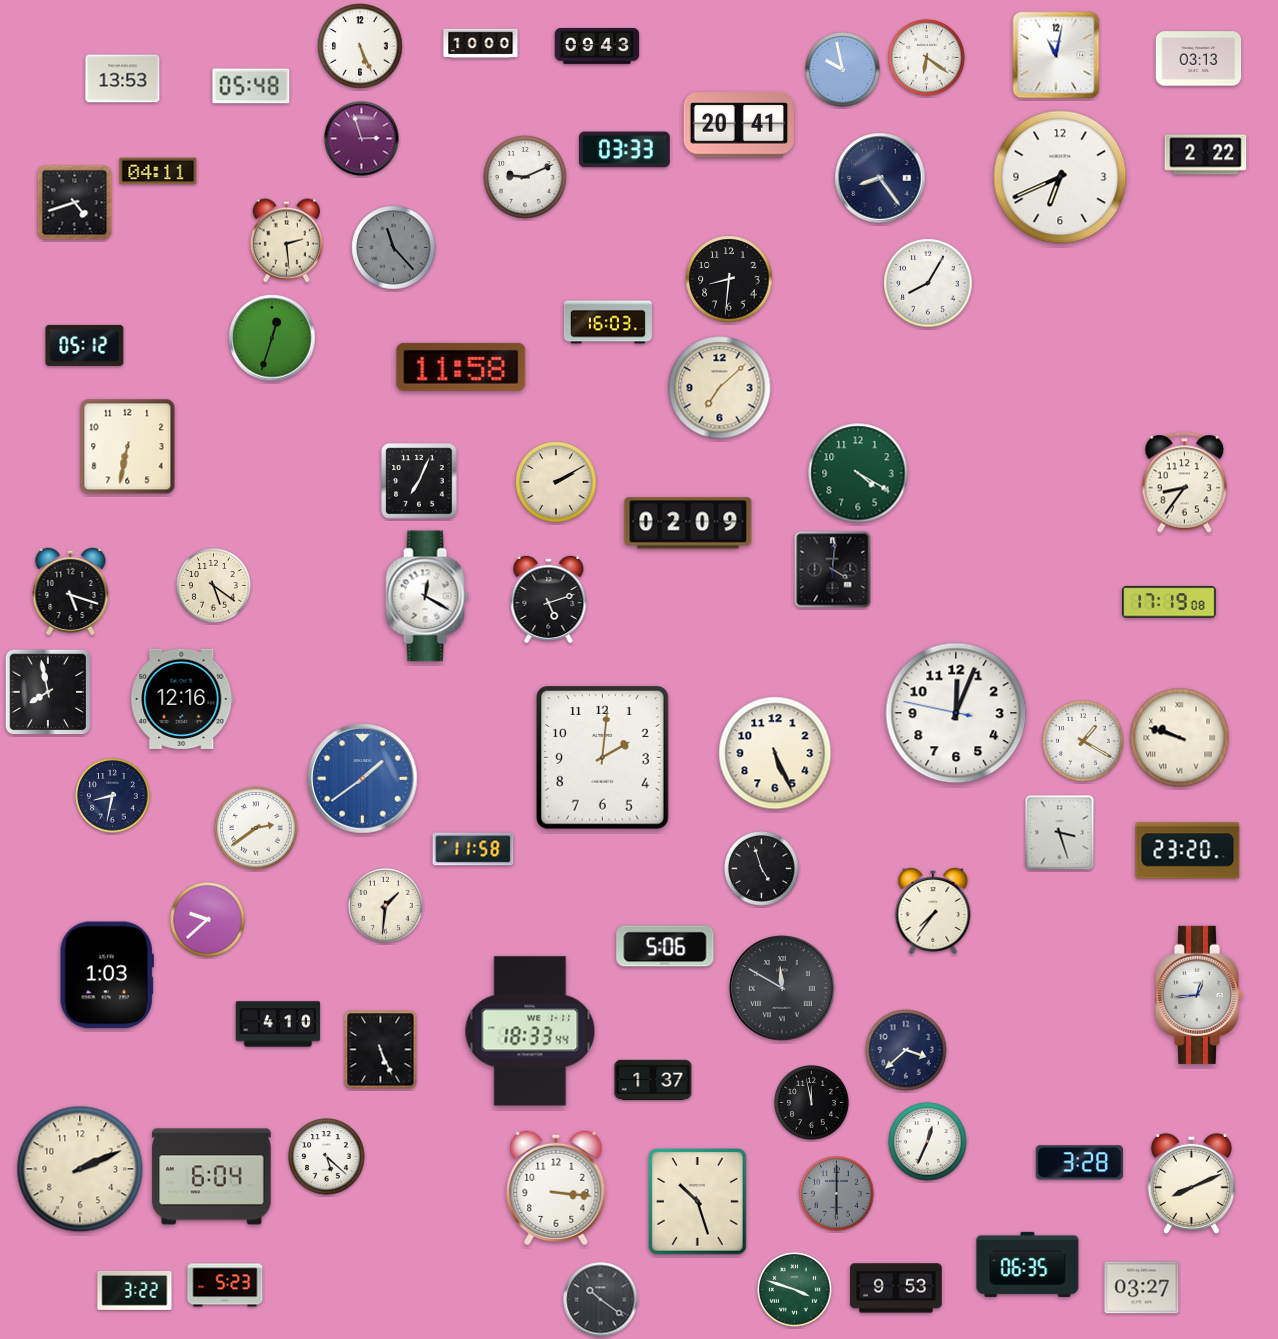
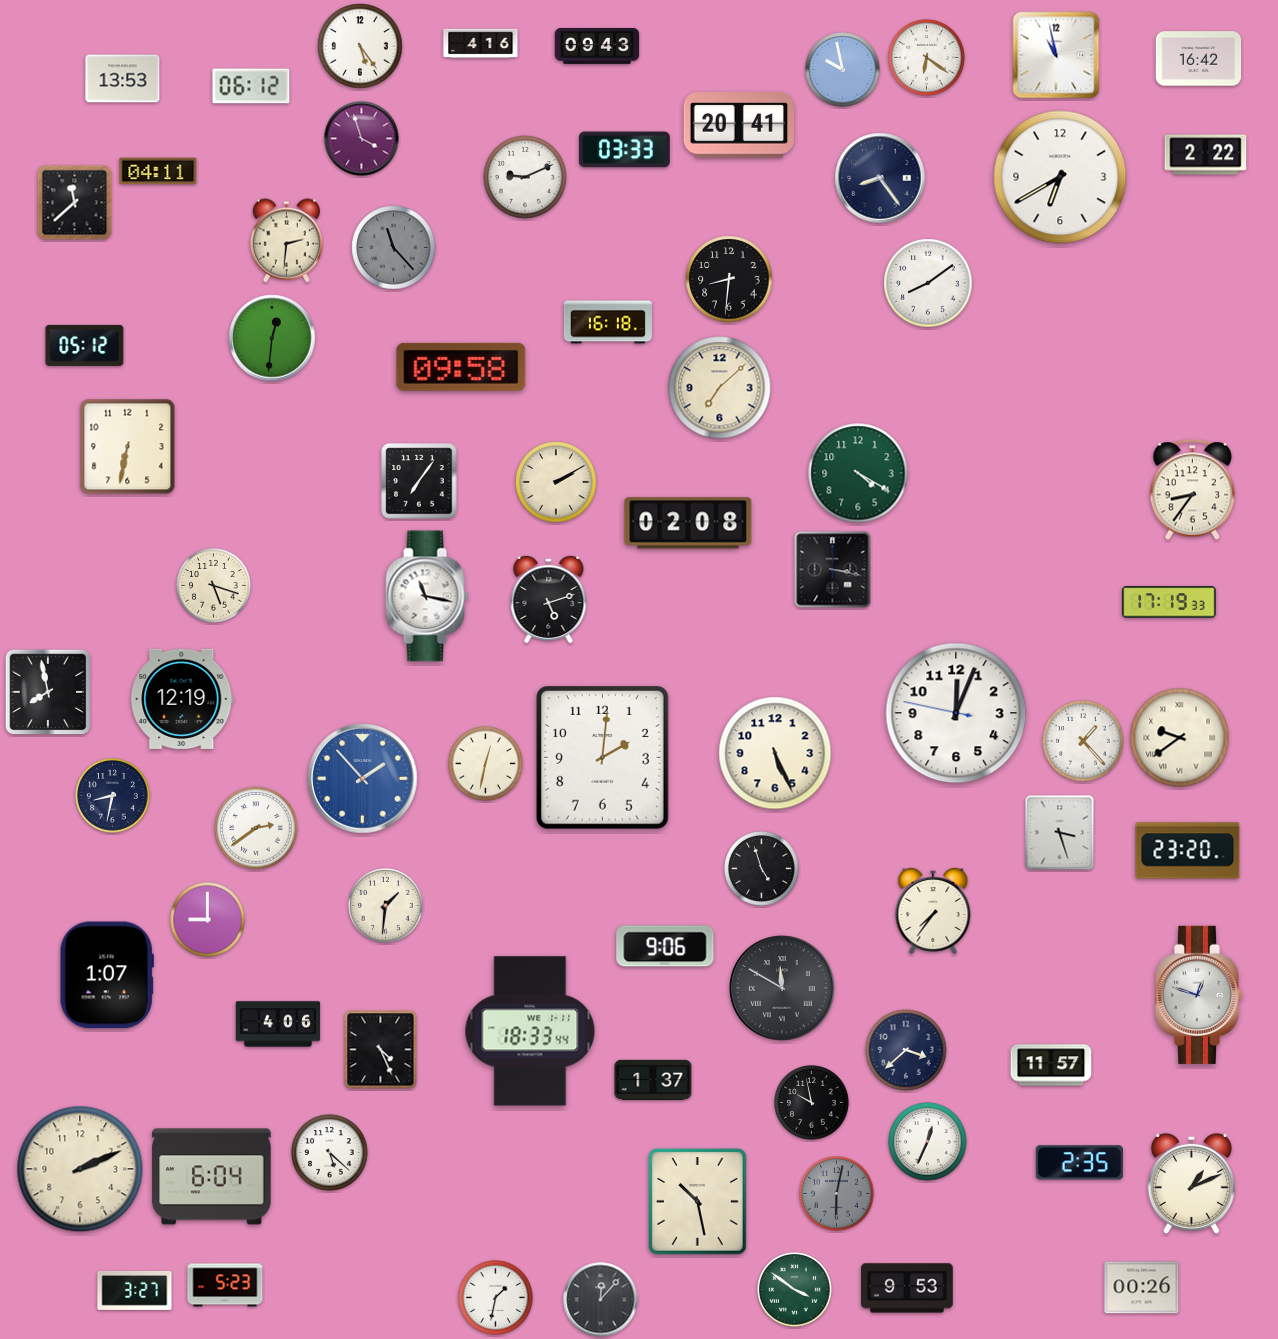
clock at (481, 44): 10:00 -> 4:16
clock at (360, 46): 5:26 -> 5:24
clock at (1056, 55): 11:02 -> 10:58
clock at (1199, 59): 03:13 -> 16:42
clock at (251, 86): 05:48 -> 06:12
clock at (362, 139): 2:57 -> 3:57
clock at (1060, 177): 6:41 -> 6:40
clock at (75, 203): 4:42 -> 11:38
clock at (286, 241): 2:29 -> 2:31
clock at (928, 283): 8:05 -> 8:09
clock at (608, 322): 16:03 -> 16:18
clock at (272, 338): 12:33 -> 12:31
clock at (461, 367): 11:58 -> 09:58
clock at (419, 481): 7:04 -> 7:06
clock at (1185, 483) position: (1185, 483) -> (1193, 490)
clock at (688, 523): 02:09 -> 02:08
clock at (833, 570): 4:01 -> 3:17
clock at (214, 586): 5:21 -> 5:18
clock at (71, 591): 5:18 -> none
clock at (427, 596): 12:20 -> 11:17
clock at (1169, 602): 17:19:08 -> 17:19:33
clock at (182, 699): 12:16 -> 12:19
clock at (1180, 738): 9:48 -> 9:39
clock at (1083, 741): 1:20 -> 1:23
clock at (486, 764): none -> 12:32
clock at (363, 779): 1:39 -> 1:53
clock at (473, 849): 11:58 -> none
clock at (208, 920): 9:38 -> 9:00
clock at (665, 946): 5:06 -> 9:06
clock at (107, 975): 1:03 -> 1:07
clock at (1198, 995): 12:44 -> 12:48
clock at (278, 1024): 4:10 -> 4:06
clock at (381, 1050): 5:26 -> 4:26
clock at (1051, 1065): none -> 11:57
clock at (812, 1103): 11:58 -> 9:58
clock at (327, 1157) position: (327, 1157) -> (330, 1153)
clock at (1079, 1163): 3:28 -> 2:35
clock at (1191, 1183): 8:11 -> 1:11
clock at (556, 1188): 3:16 -> none
clock at (837, 1194): 6:00 -> 6:02
clock at (698, 1202): 10:27 -> 10:28
clock at (1028, 1264): 06:35 -> none
clock at (896, 1288) position: (896, 1288) -> (907, 1288)
clock at (1142, 1288): 03:27 -> 00:26
clock at (135, 1290): 3:22 -> 3:27
clock at (795, 1290): 3:48 -> 3:51
clock at (496, 1298): none -> 1:32
clock at (601, 1300): 10:21 -> 12:07
